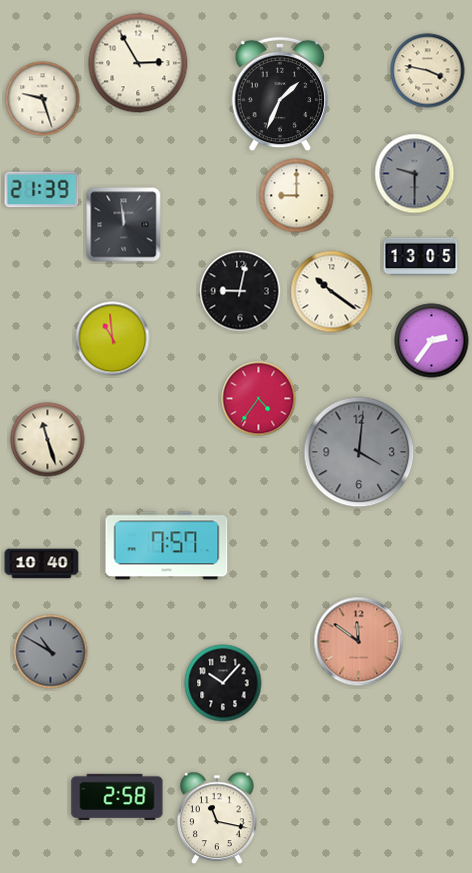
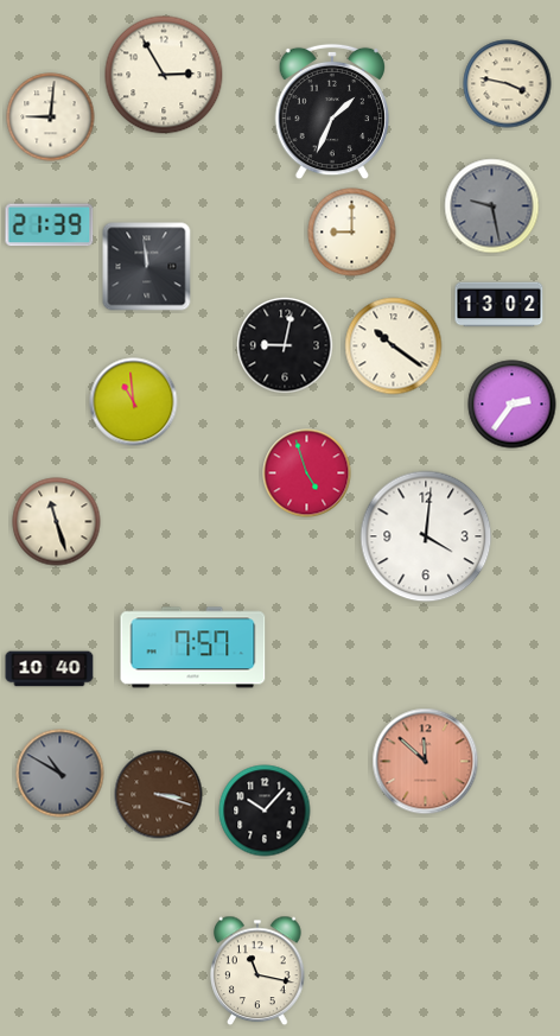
clock at (43, 99): 9:27 -> 9:01
clock at (415, 174): 9:30 -> 9:28
clock at (421, 257): 13:05 -> 13:02
clock at (259, 399): 4:36 -> 4:57
clock at (359, 452) dial: grey -> white
clock at (167, 546) position: (167, 546) -> (193, 648)
clock at (359, 642): 11:51 -> 11:52
clock at (159, 795): none -> 3:18
clock at (117, 797): 2:58 -> none
